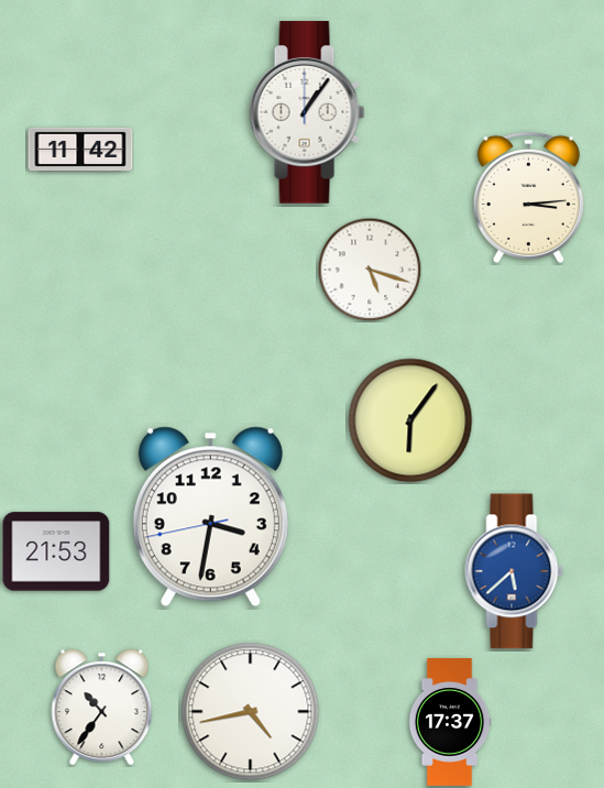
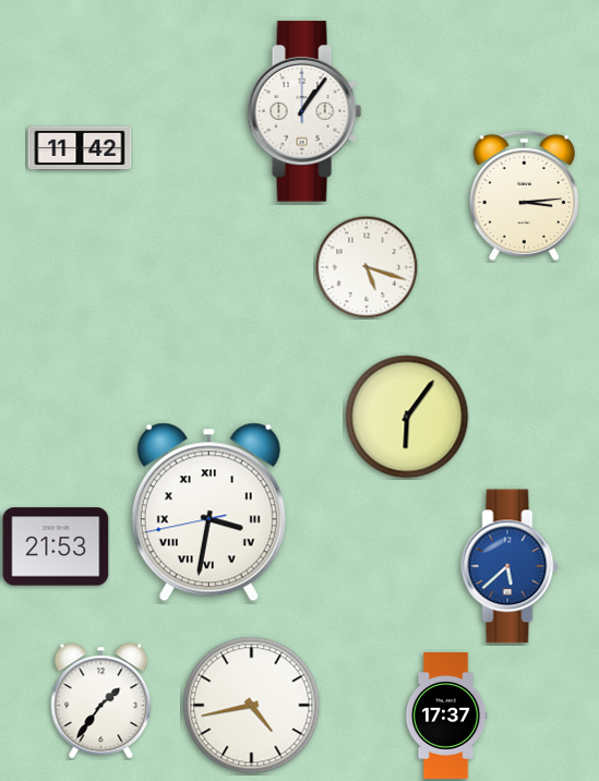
clock at (210, 517) numerals: Arabic -> Roman
clock at (102, 708): 10:36 -> 1:36
clock at (251, 712) position: (251, 712) -> (252, 706)
